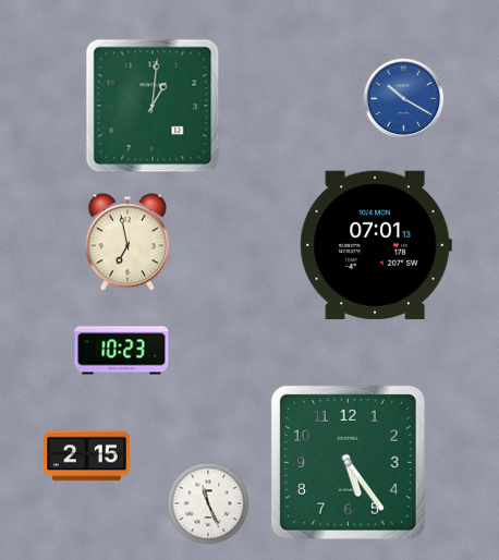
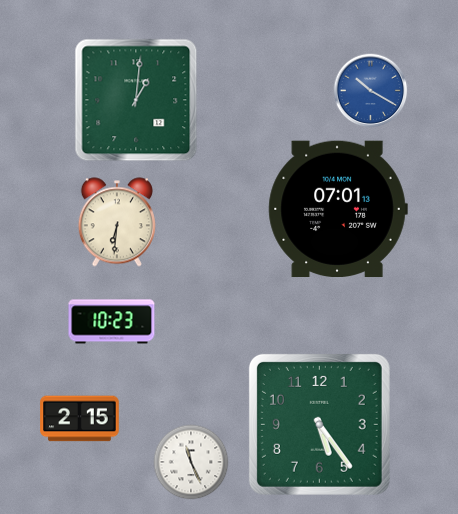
clock at (153, 106) position: (153, 106) -> (136, 100)
clock at (127, 242): 6:58 -> 6:31
clock at (376, 244) position: (376, 244) -> (338, 208)
